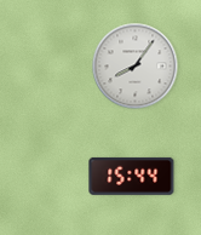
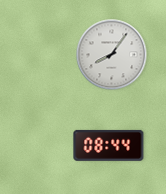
clock at (132, 176): 15:44 -> 08:44
